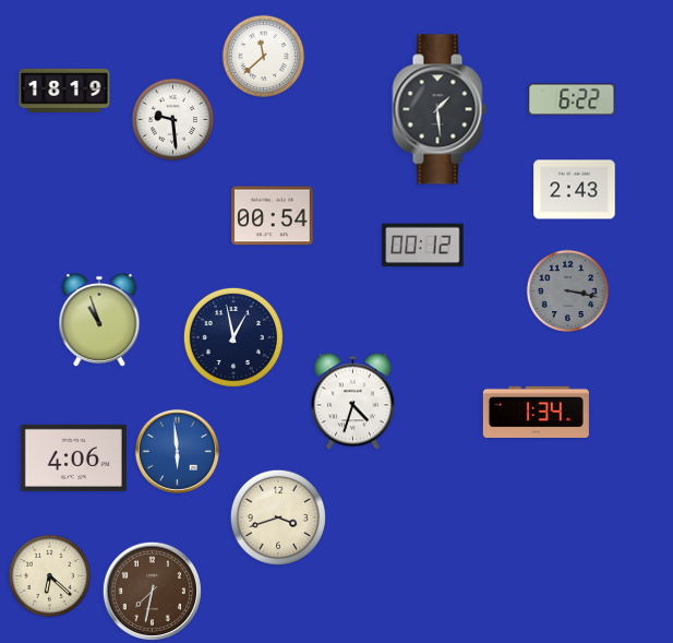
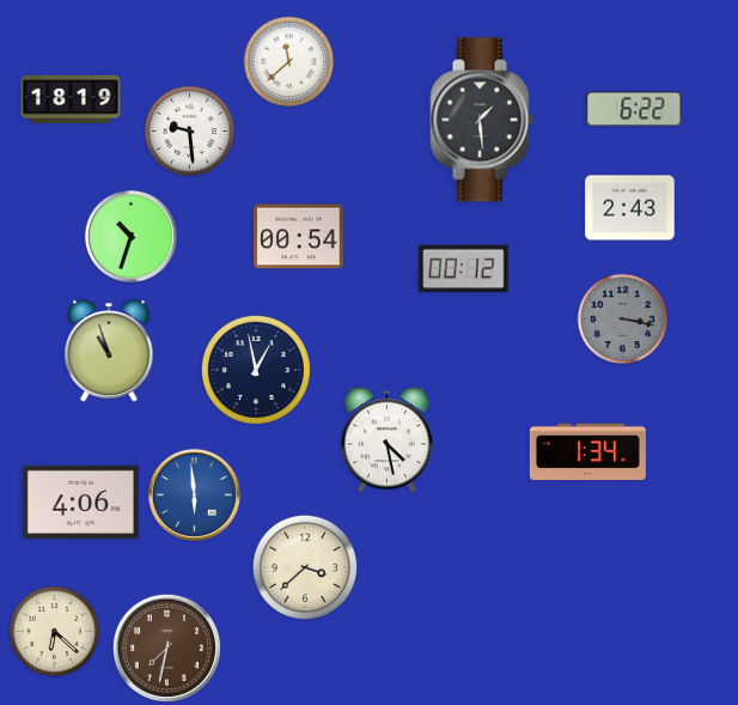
clock at (572, 99) position: (572, 99) -> (634, 109)
clock at (130, 236): none -> 10:33
clock at (352, 402): 4:33 -> 4:28
clock at (278, 517): 3:42 -> 3:38
